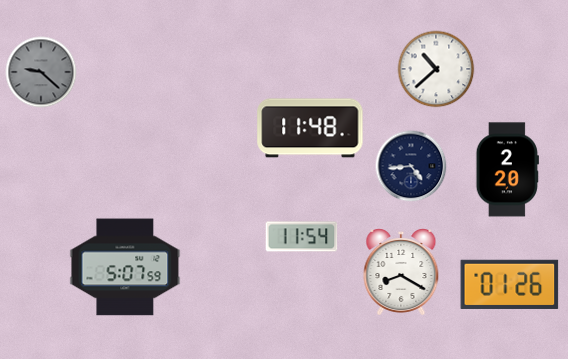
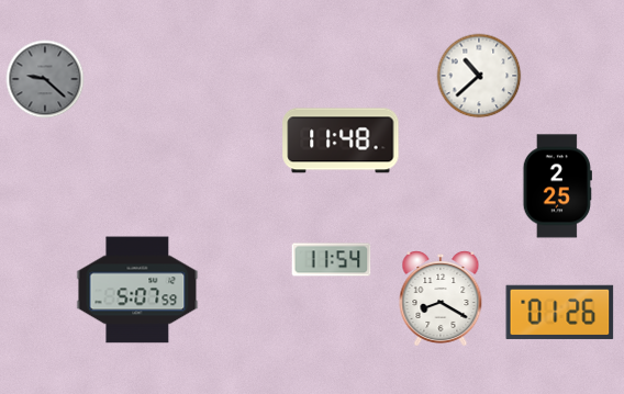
clock at (411, 166): 4:44 -> none
clock at (507, 170): 2:20 -> 2:25
clock at (125, 267) position: (125, 267) -> (137, 290)
